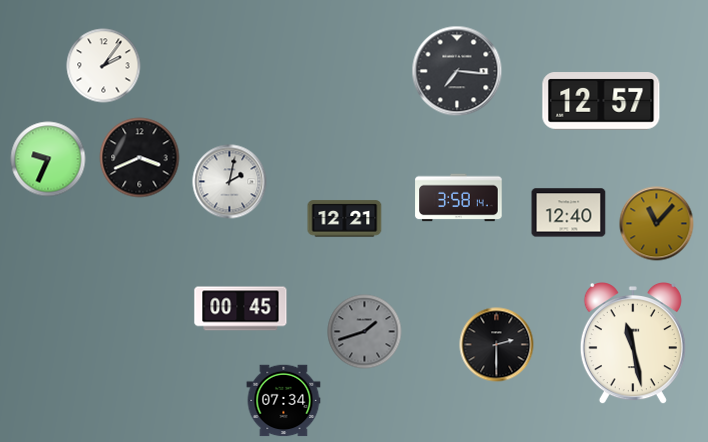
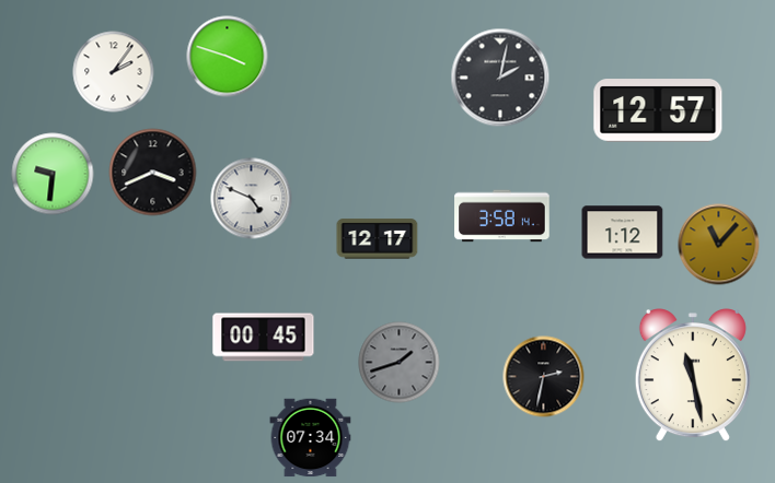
clock at (228, 57): none -> 3:48
clock at (457, 71): 7:16 -> 2:02
clock at (48, 159): 9:34 -> 9:31
clock at (230, 182): 2:02 -> 4:49
clock at (569, 213): 12:40 -> 1:12
clock at (345, 219): 12:21 -> 12:17
clock at (497, 345): 2:30 -> 2:32
